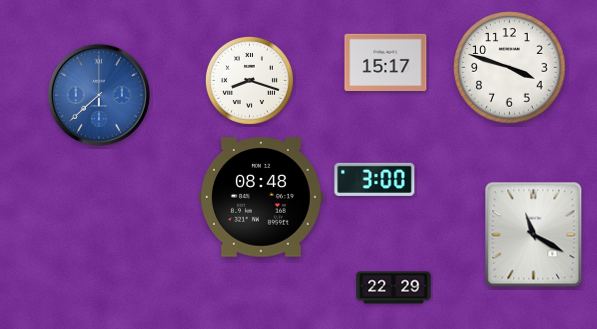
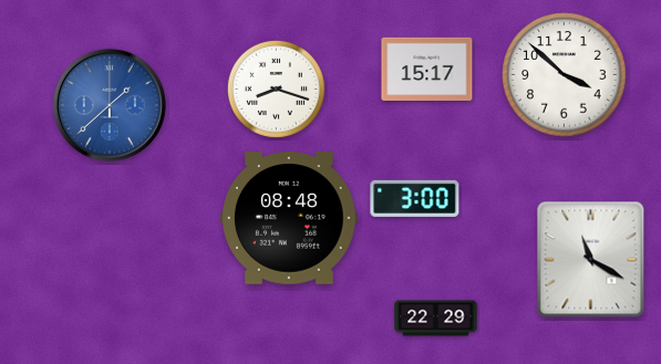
clock at (510, 68): 3:48 -> 3:52
clock at (99, 95): 7:38 -> 1:38
